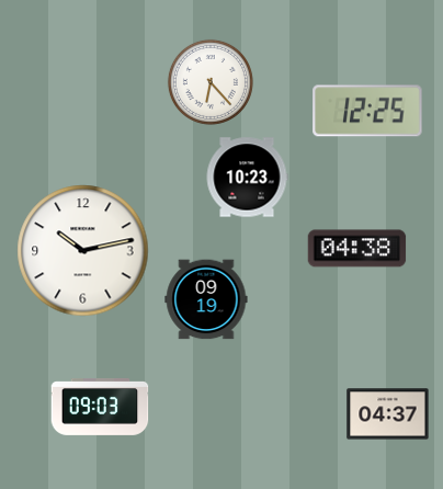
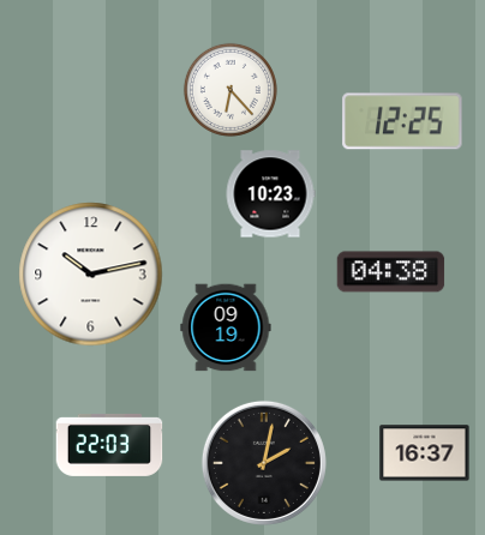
clock at (100, 407): 09:03 -> 22:03
clock at (388, 414): 04:37 -> 16:37
clock at (264, 463): none -> 2:02
